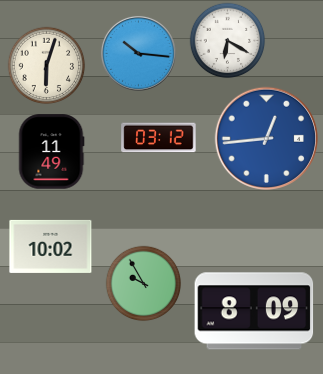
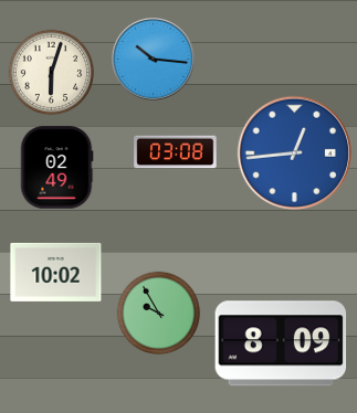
clock at (228, 41): 6:20 -> none
clock at (159, 138): 03:12 -> 03:08
clock at (51, 152): 11:49 -> 02:49
